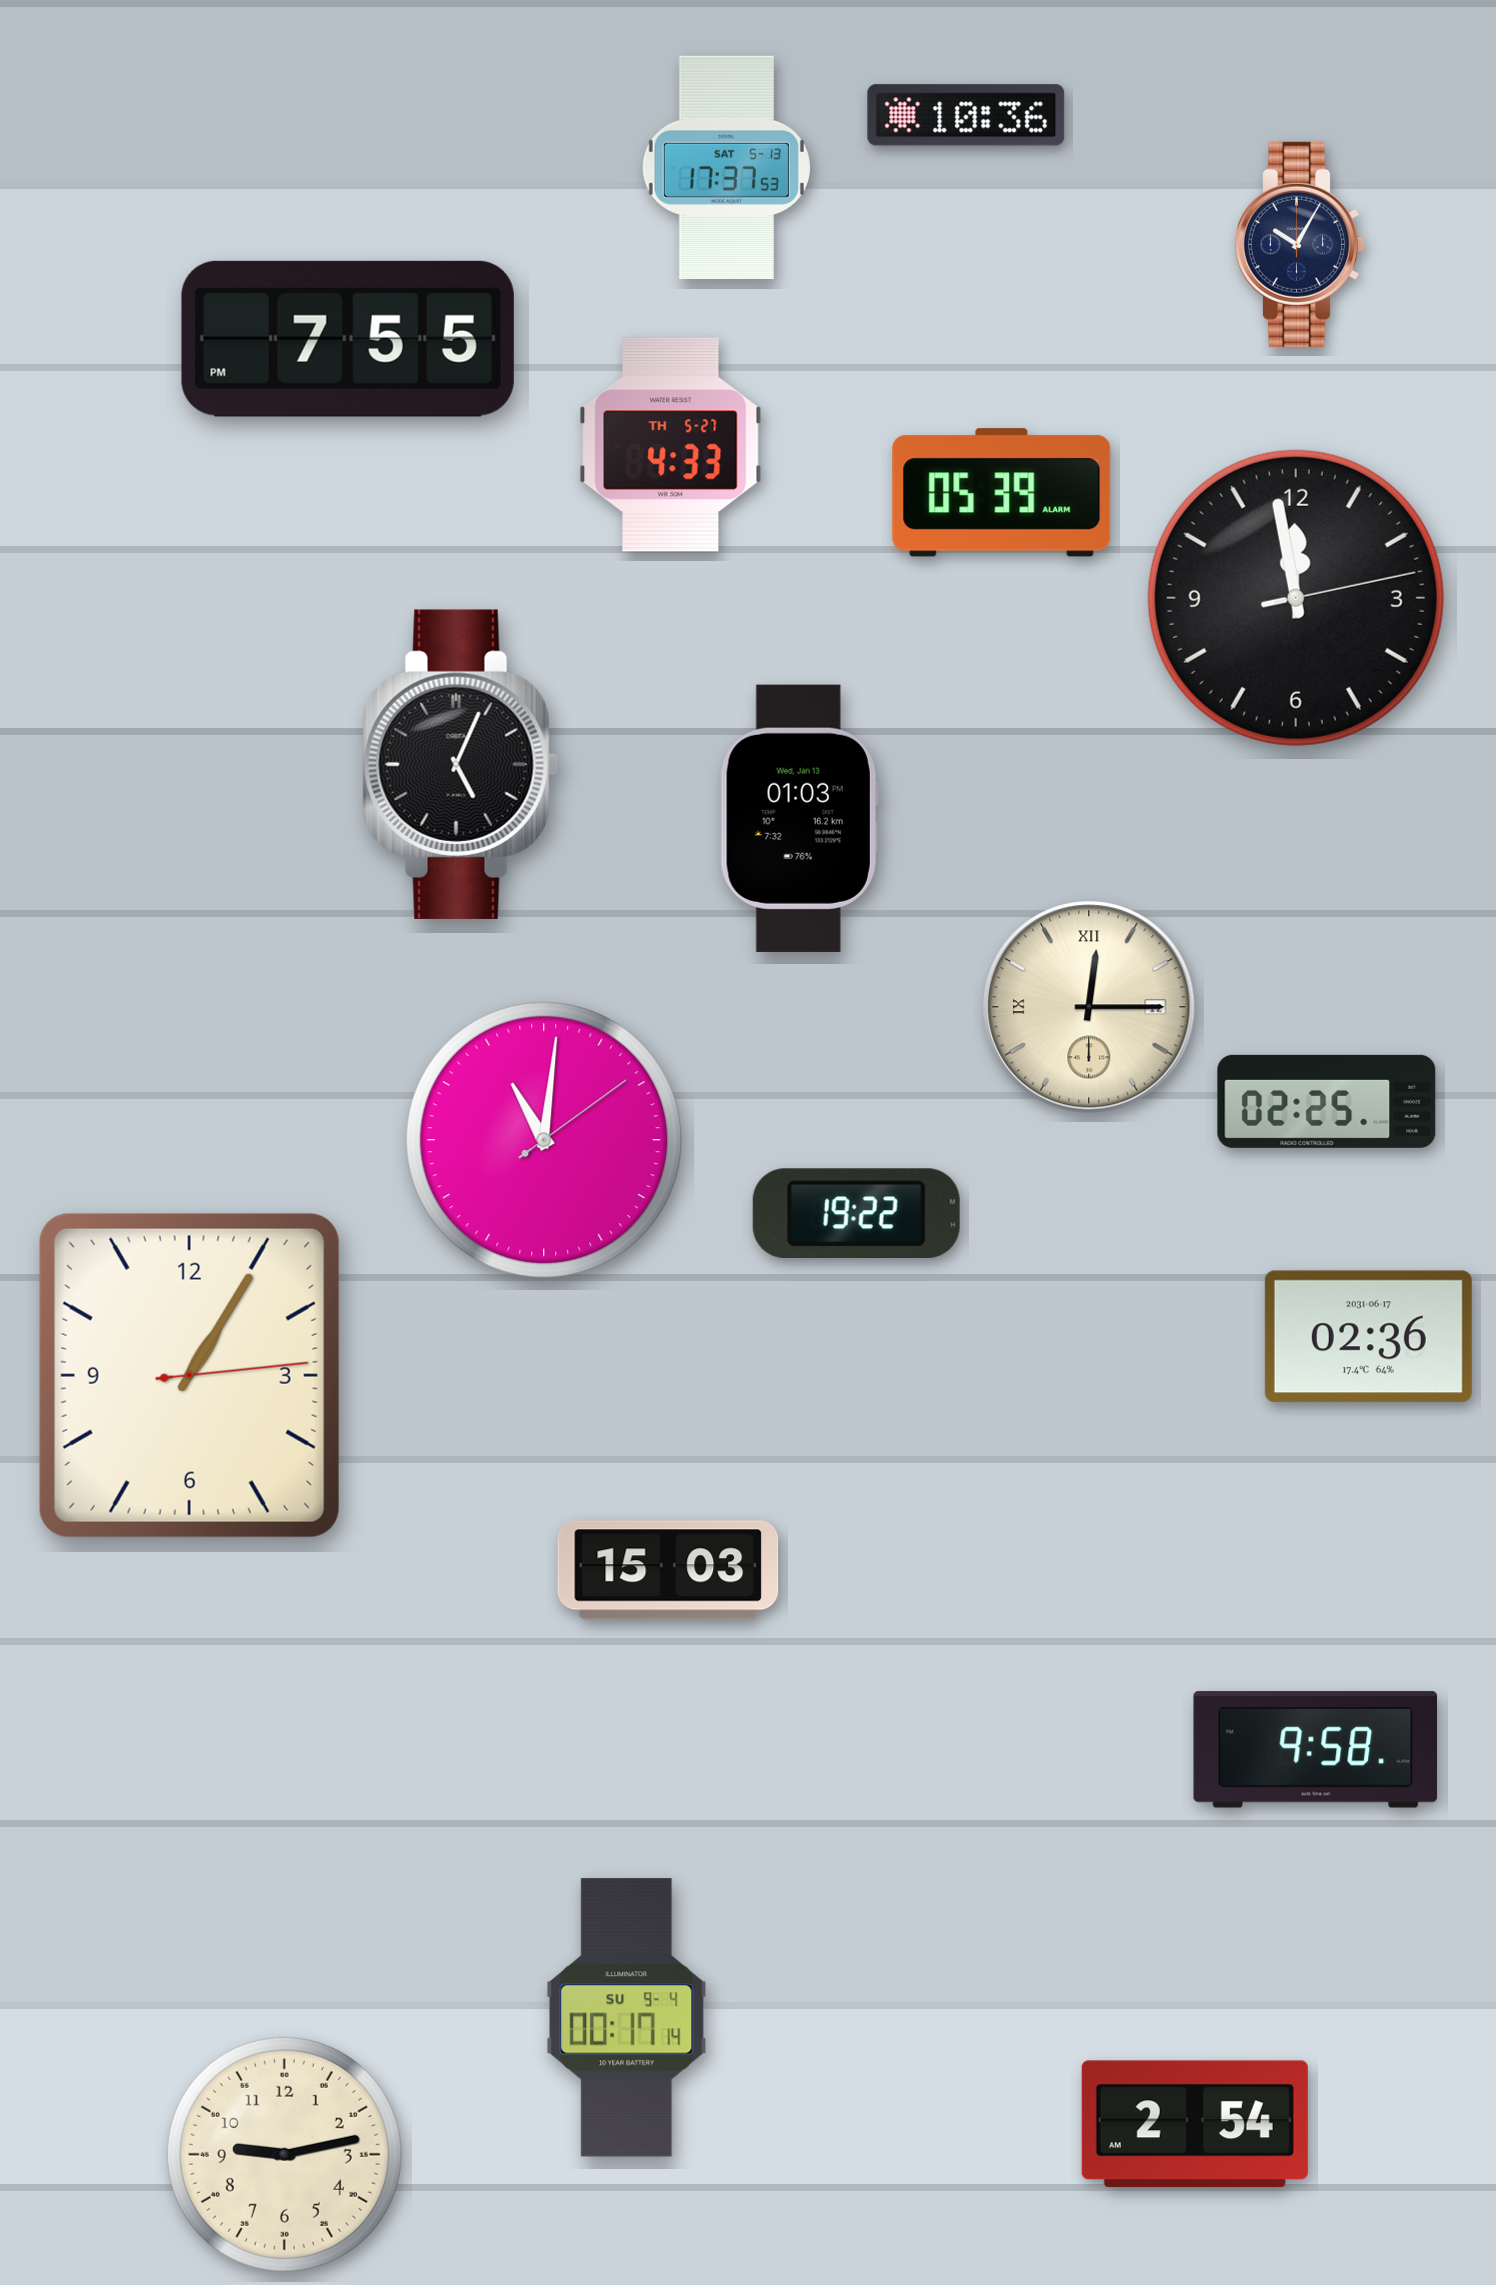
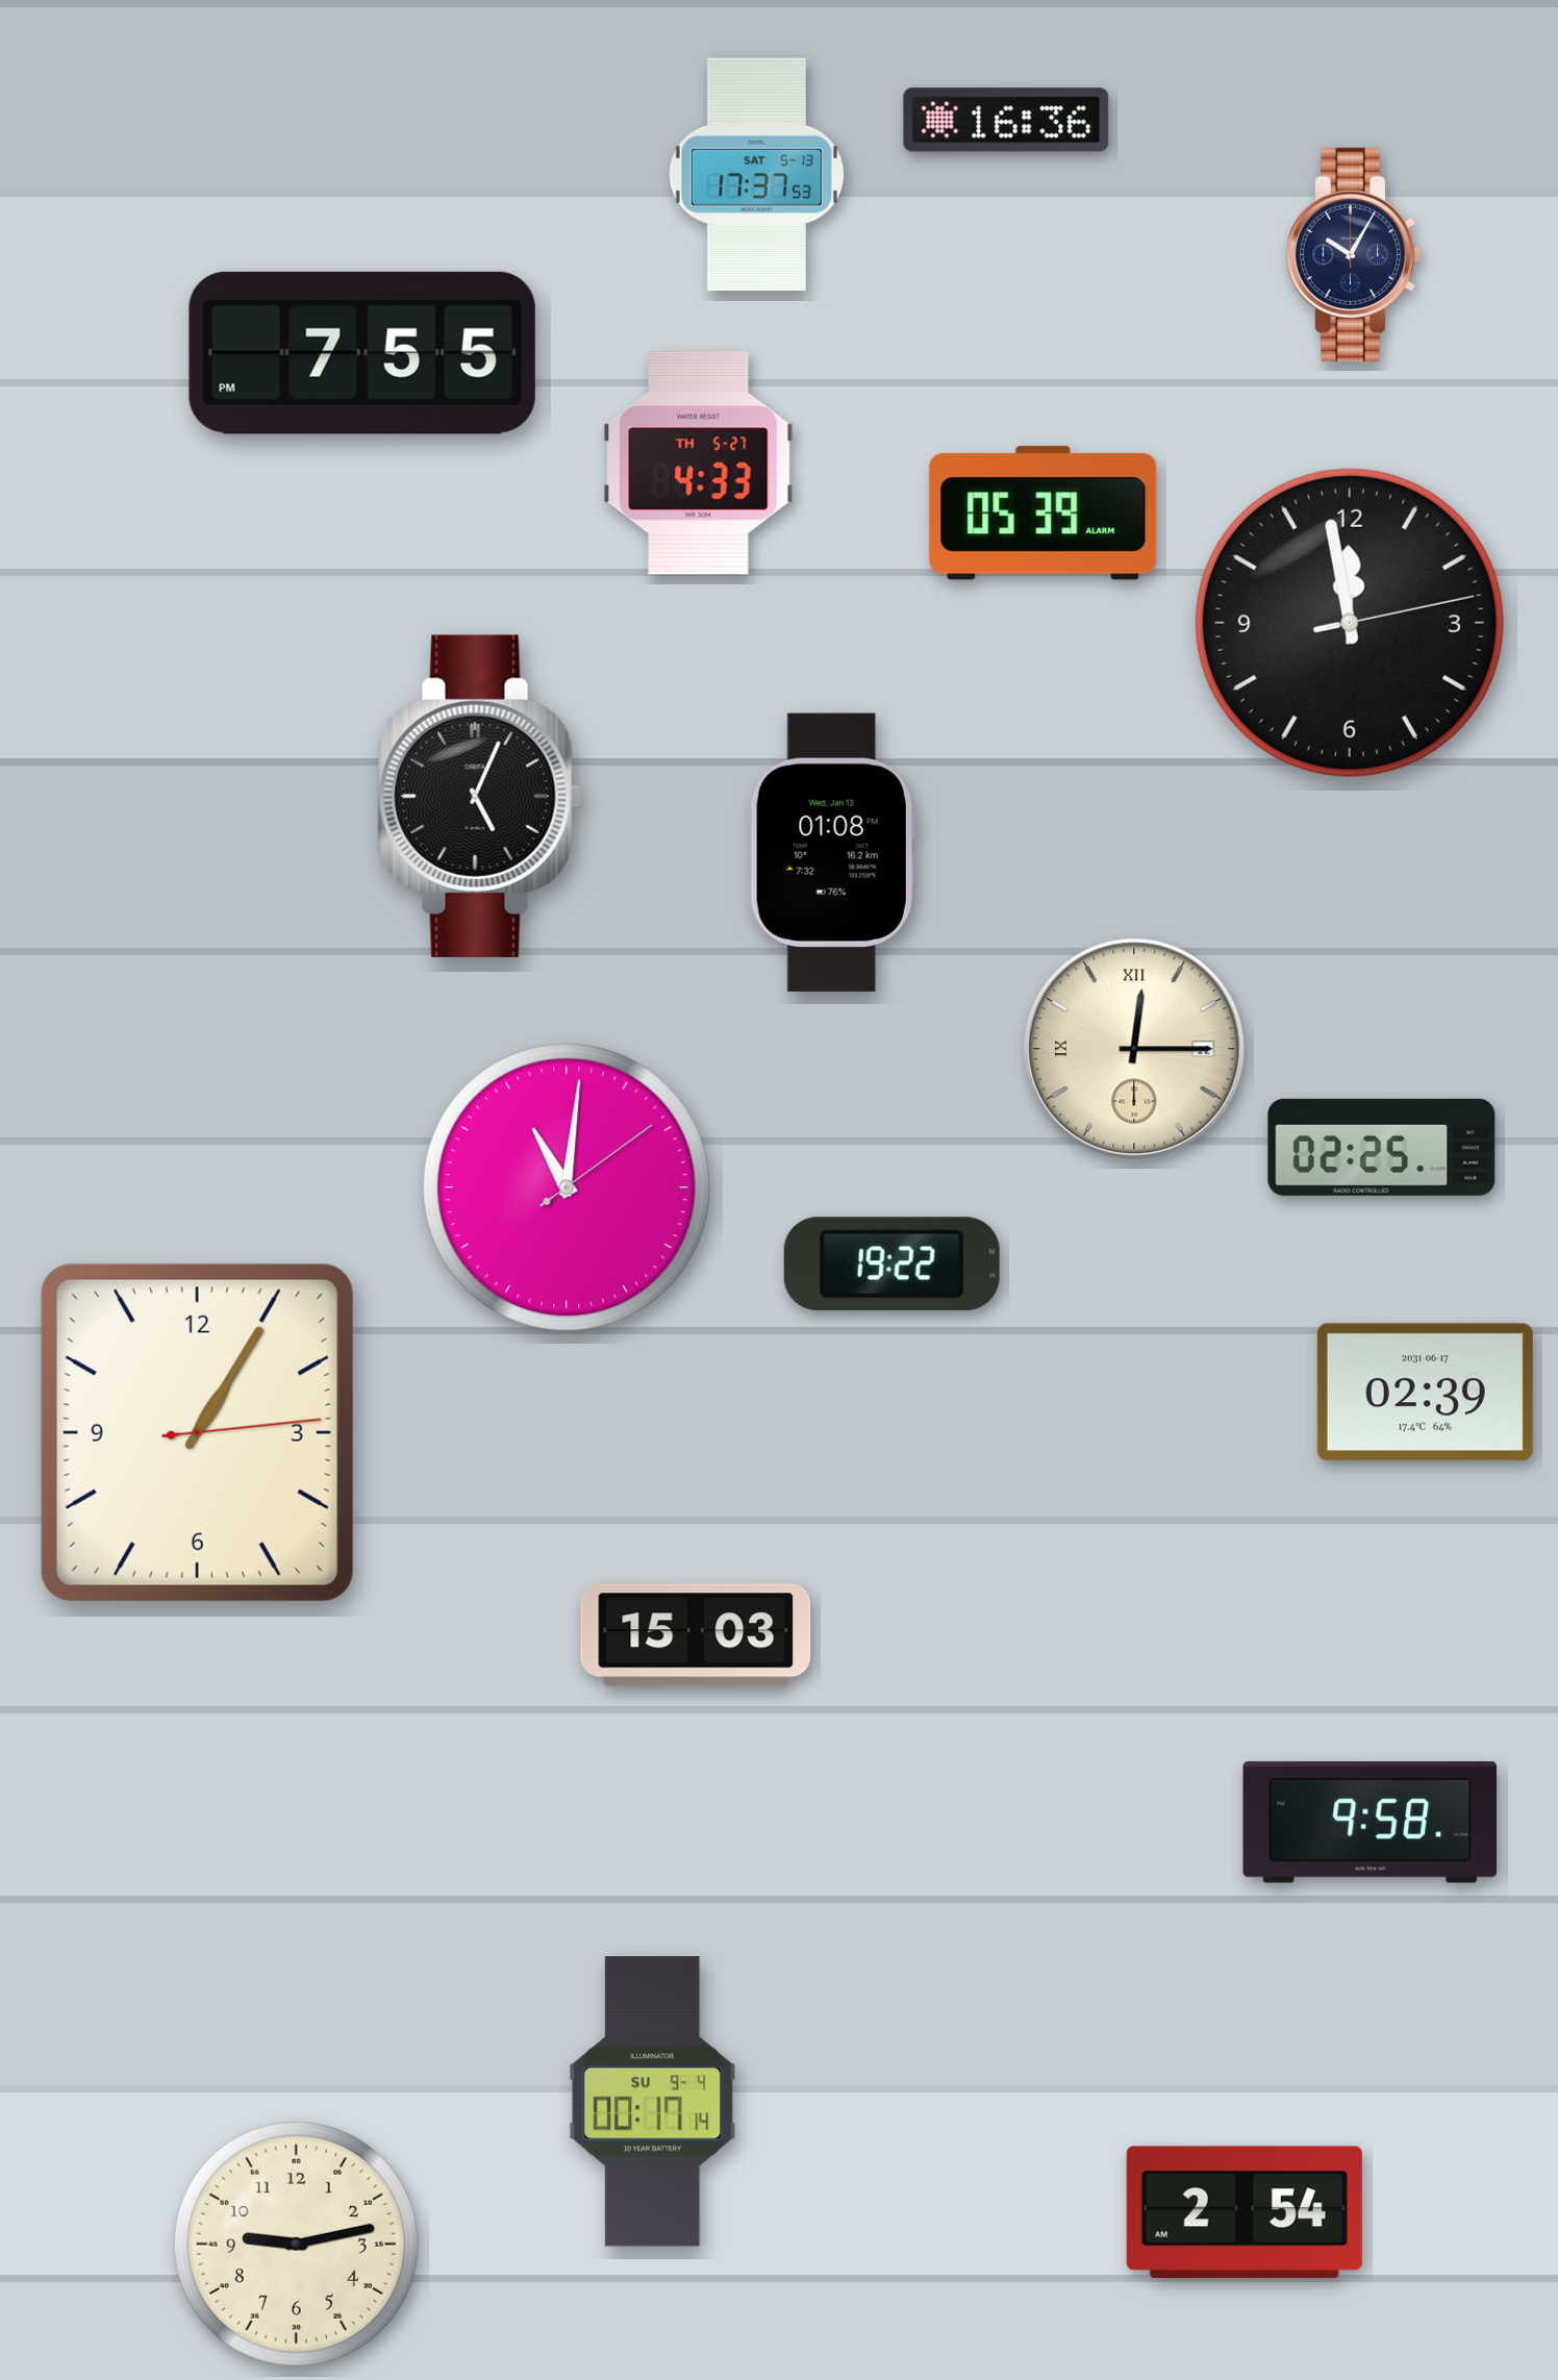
clock at (966, 115): 10:36 -> 16:36
clock at (799, 818): 01:03 -> 01:08
clock at (1368, 1337): 02:36 -> 02:39
